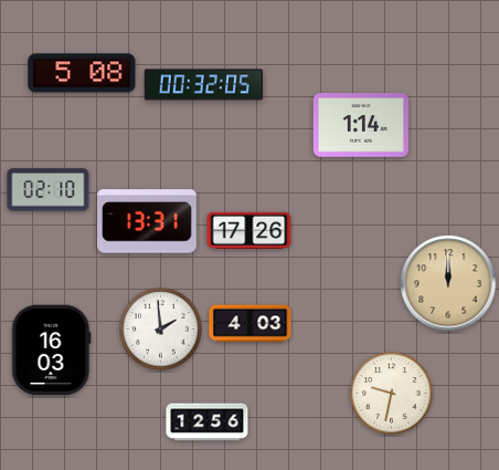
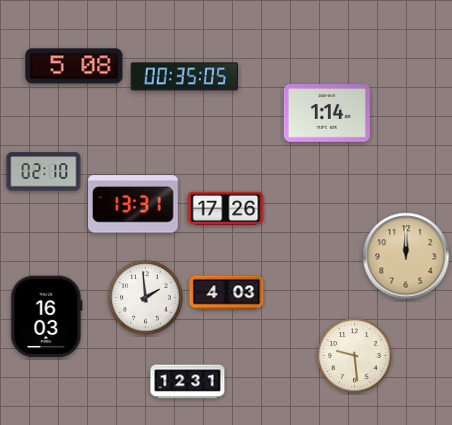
clock at (204, 85): 00:32 -> 00:35
clock at (148, 221) position: (148, 221) -> (134, 204)
clock at (392, 394): 9:32 -> 9:29
clock at (208, 422): 12:56 -> 12:31
